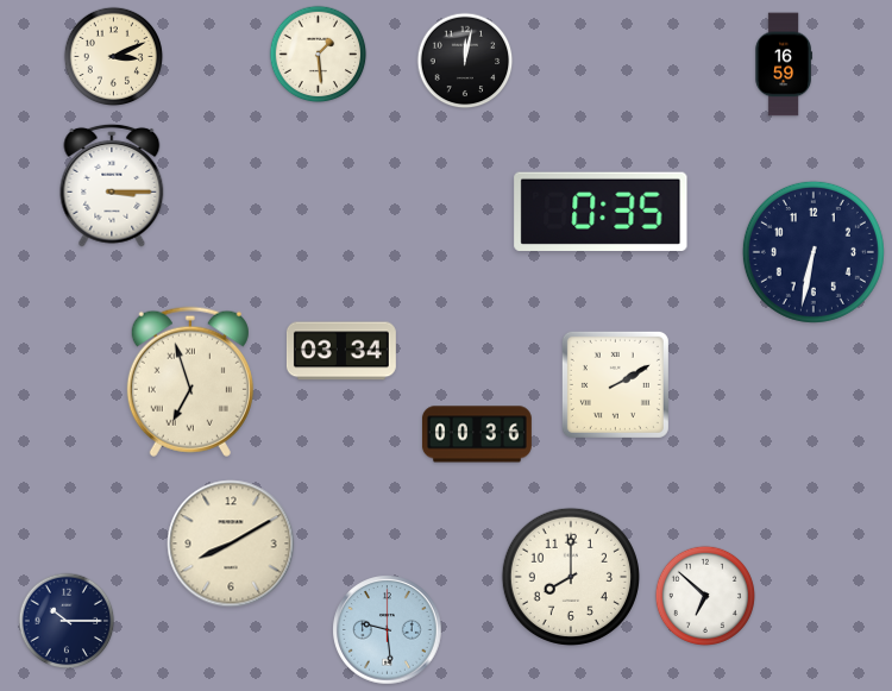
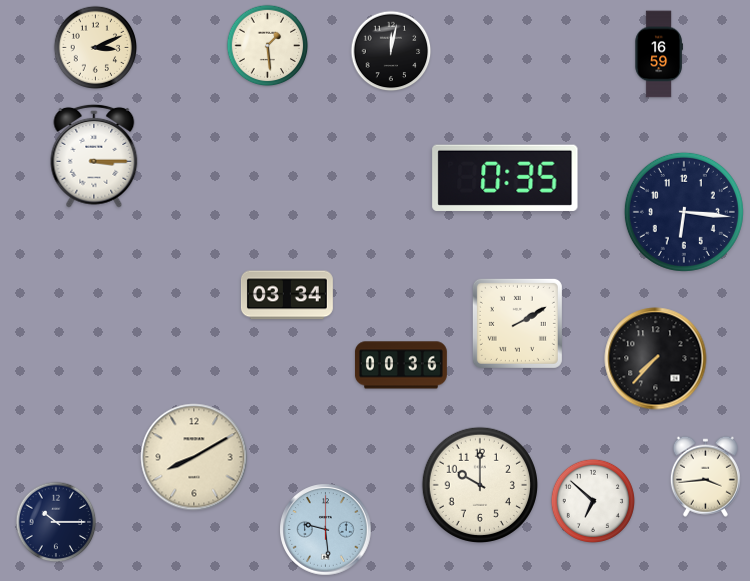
clock at (814, 252): 6:32 -> 6:16
clock at (190, 382): 6:57 -> none
clock at (656, 359): none -> 7:37
clock at (705, 476): none -> 3:44
clock at (570, 576): 8:00 -> 10:00
